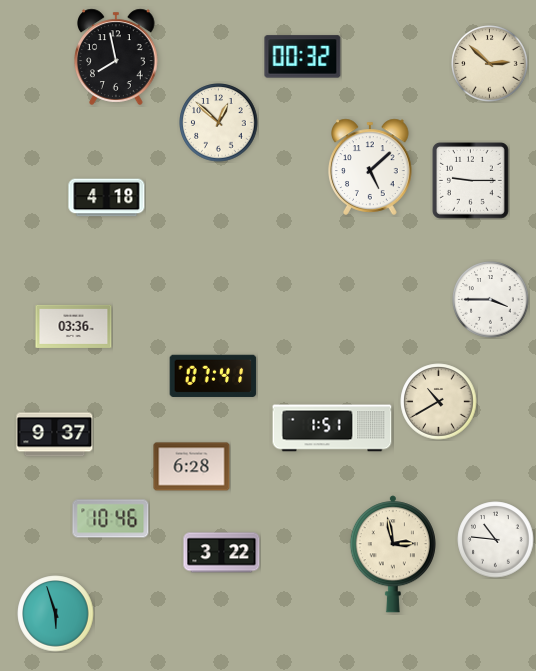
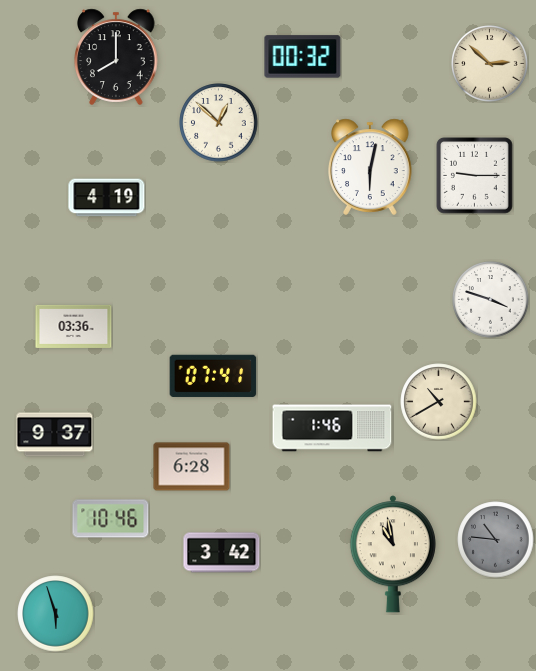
clock at (117, 57): 7:58 -> 8:00
clock at (371, 167): 5:08 -> 6:02
clock at (471, 181) position: (471, 181) -> (475, 176)
clock at (107, 198): 4:18 -> 4:19
clock at (491, 300): 3:45 -> 3:48
clock at (332, 428): 1:51 -> 1:46
clock at (496, 540) dial: white -> grey
clock at (222, 553): 3:22 -> 3:42
clock at (393, 554): 2:58 -> 10:58
